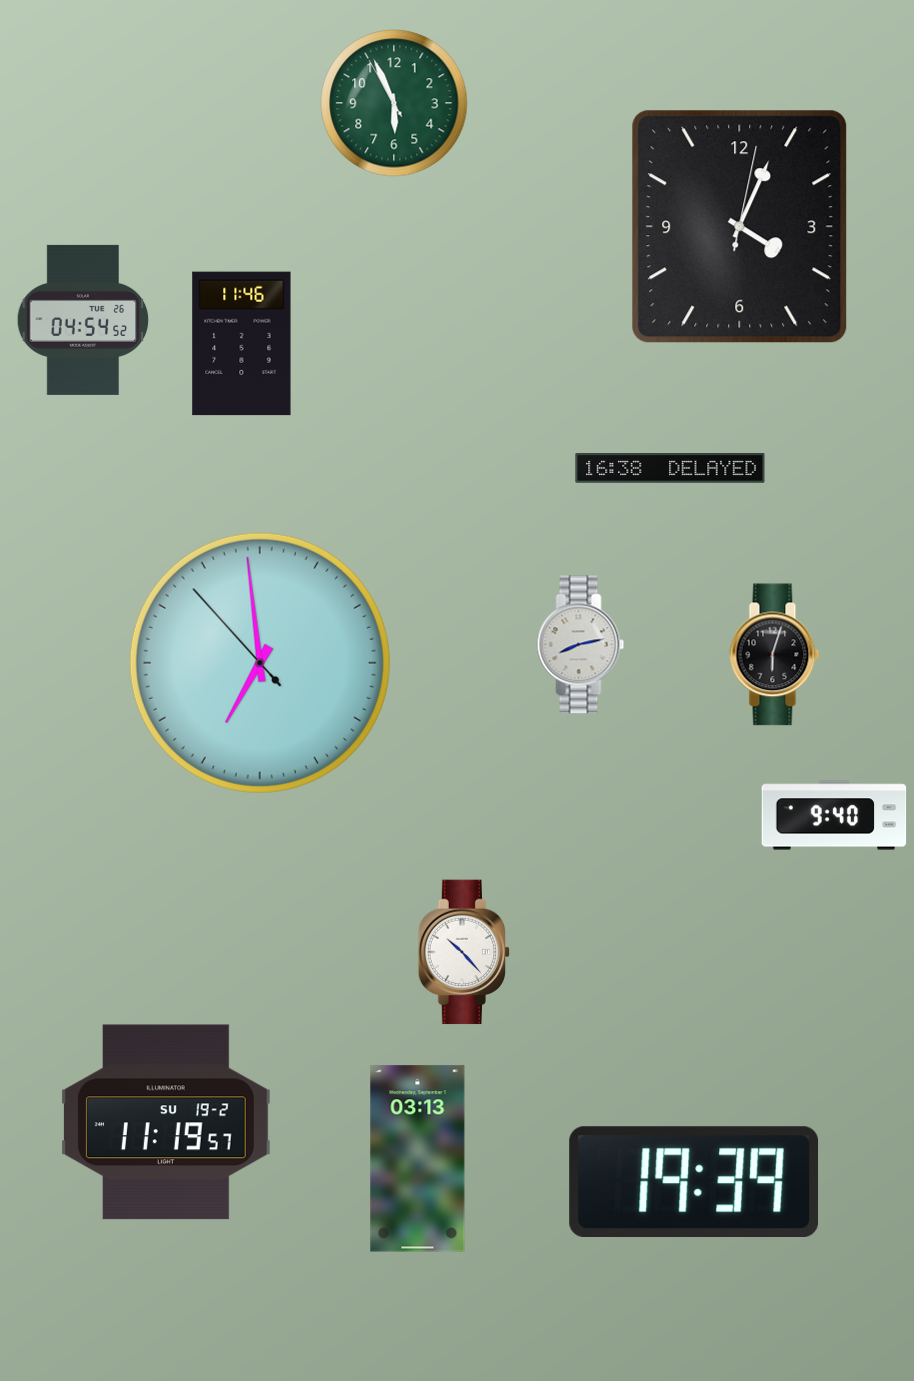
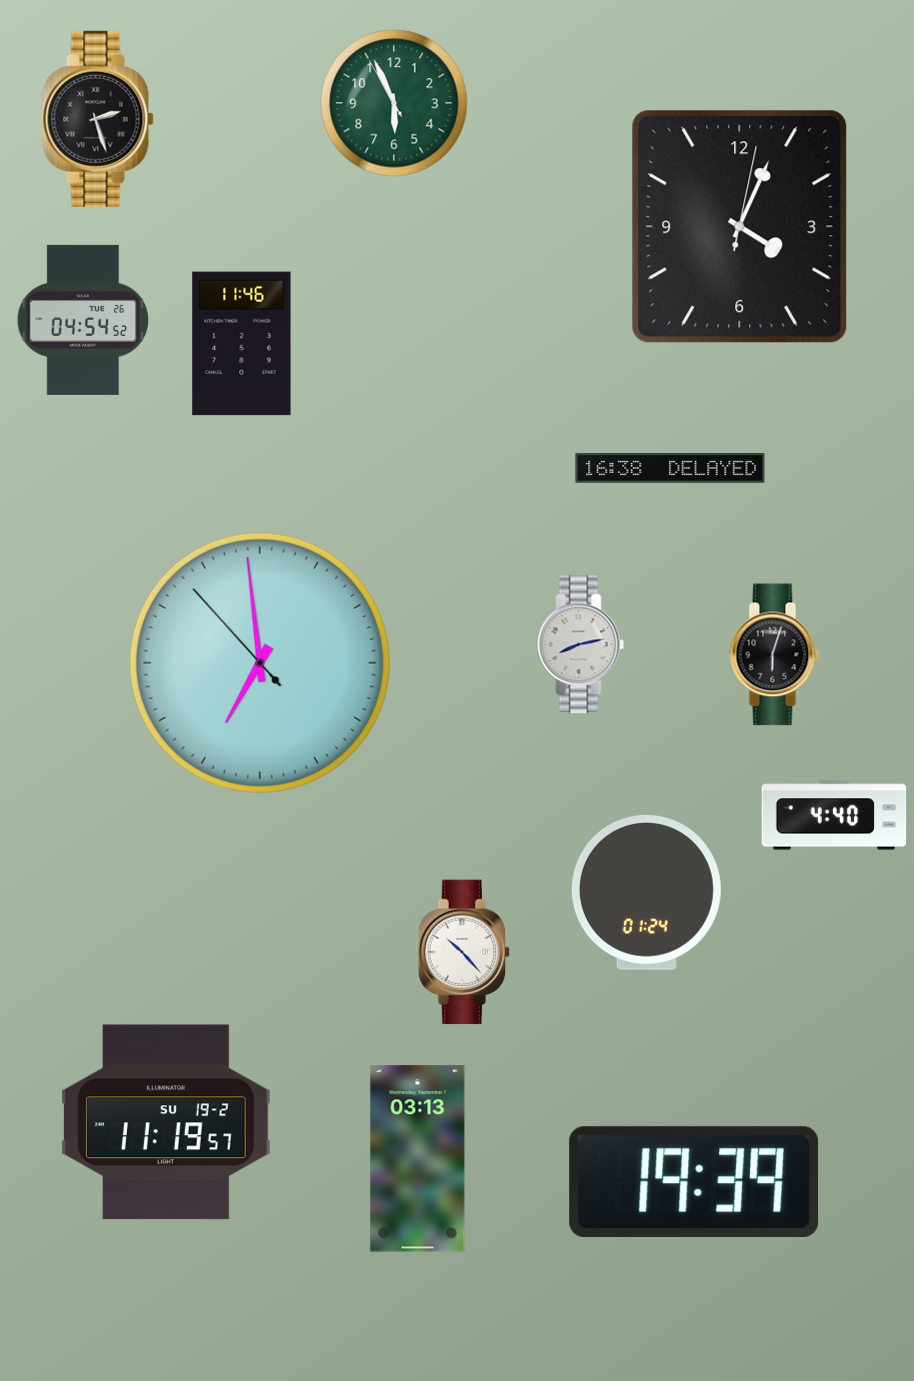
clock at (98, 119): none -> 2:27
clock at (834, 815): 9:40 -> 4:40
clock at (646, 892): none -> 01:24
